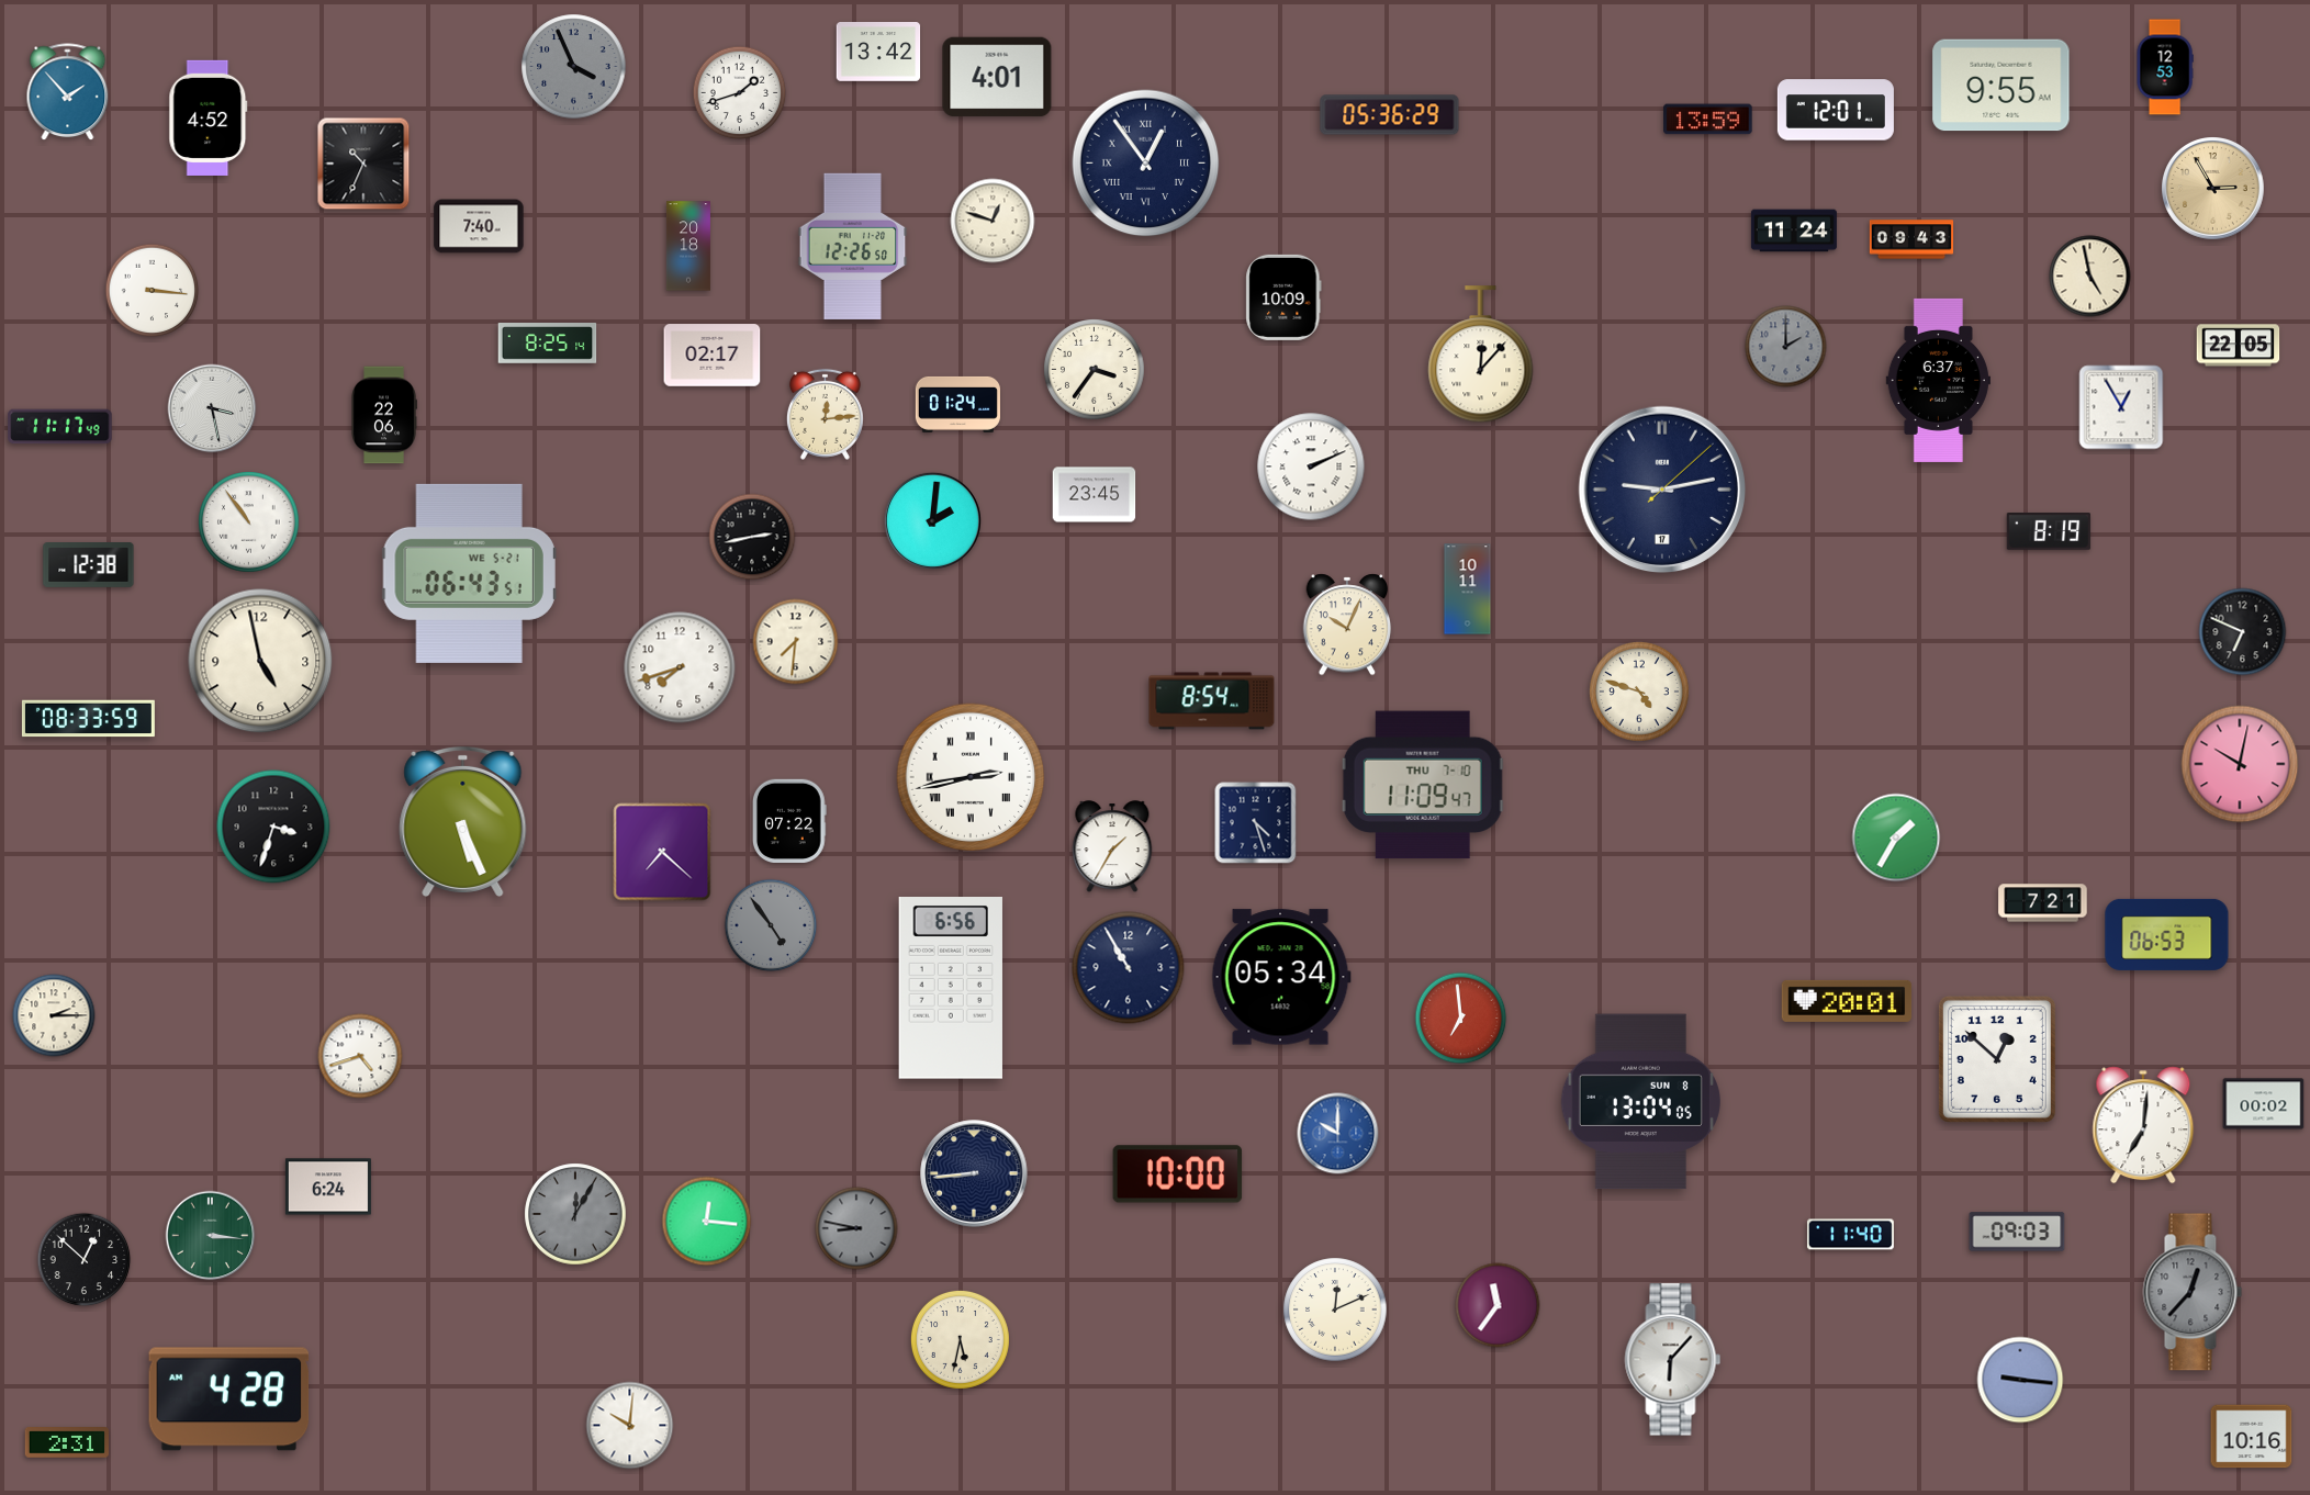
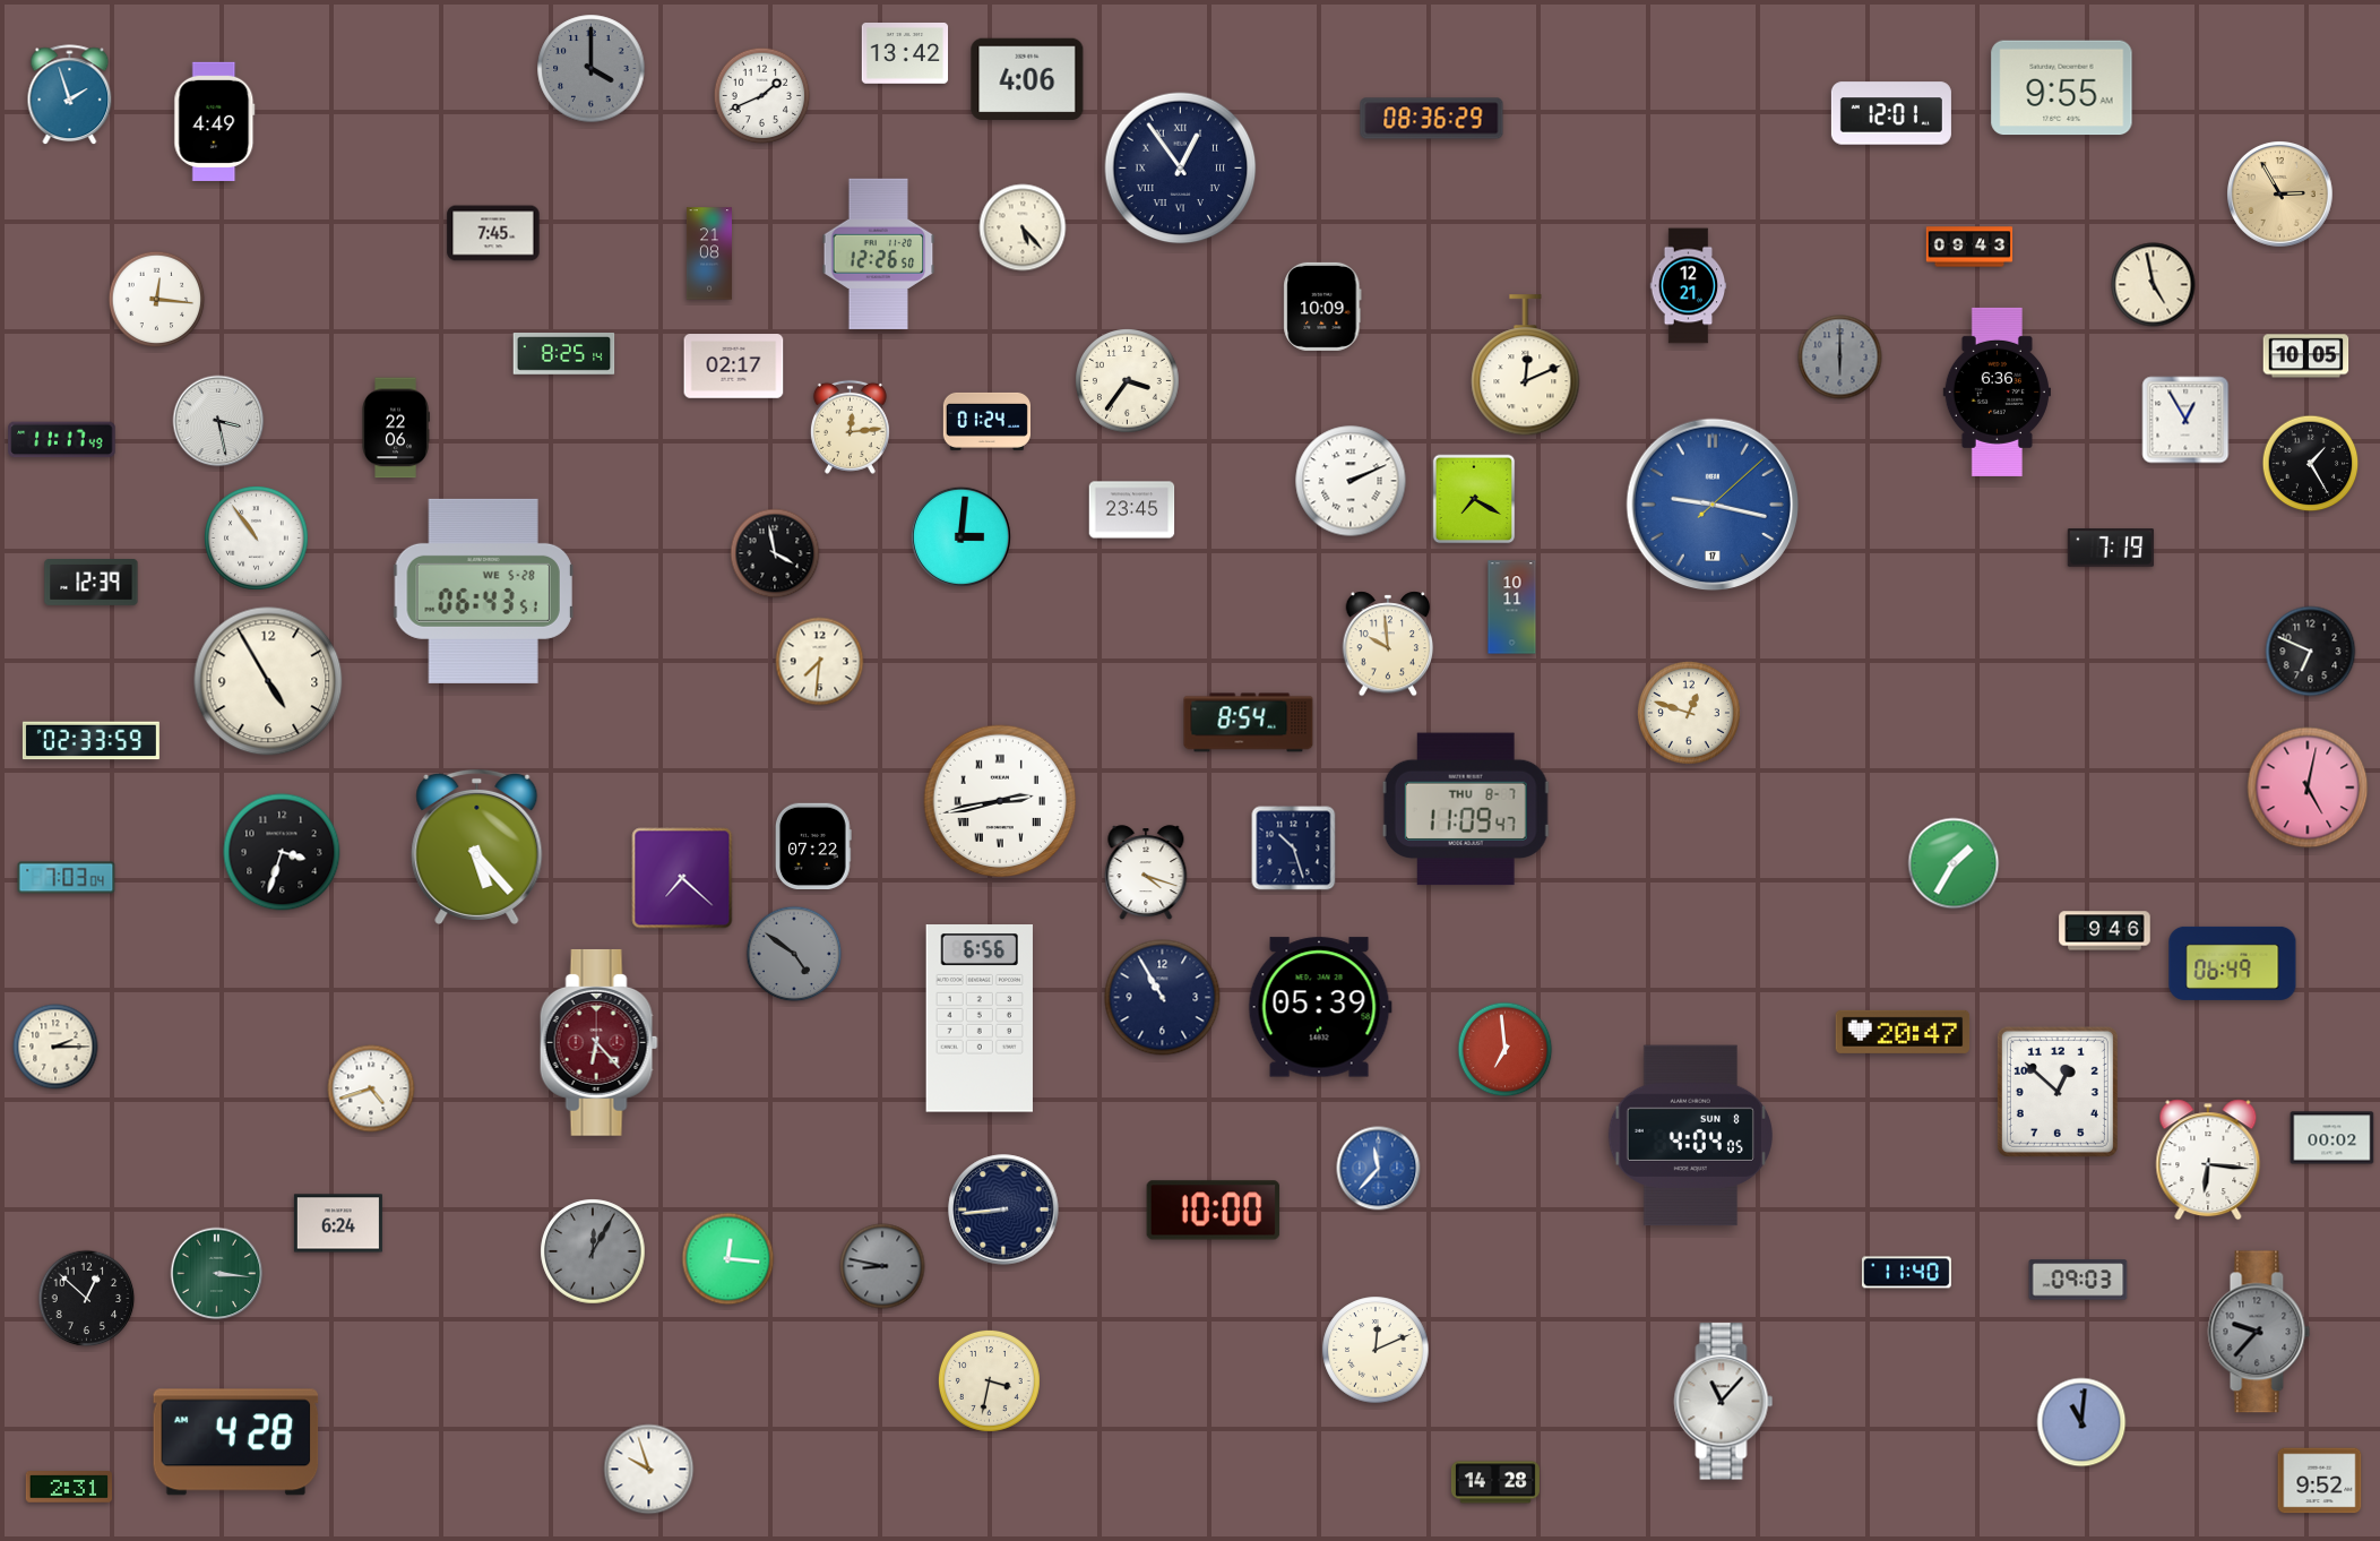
clock at (574, 67): 3:56 -> 4:00
clock at (2165, 67): 12:53 -> none
clock at (997, 77): 4:01 -> 4:06
clock at (68, 92): 1:53 -> 1:57
clock at (740, 93): 1:42 -> 1:41
clock at (1390, 115): 05:36 -> 08:36
clock at (209, 117): 4:52 -> 4:49
clock at (1708, 120): 13:59 -> none
clock at (363, 164): 10:34 -> none
clock at (993, 221): 12:48 -> 5:23
clock at (479, 226): 7:40 -> 7:45
clock at (1794, 231): 11:24 -> none
clock at (688, 246): 20:18 -> 21:08
clock at (1689, 286): none -> 12:21
clock at (153, 291): 3:16 -> 12:16
clock at (2239, 346): 22:05 -> 10:05
clock at (1786, 347): 2:00 -> 6:00
clock at (1481, 355): 12:07 -> 12:11
clock at (1938, 380): 6:37 -> 6:36
clock at (957, 404) position: (957, 404) -> (986, 421)
clock at (2311, 464): none -> 1:25
clock at (1474, 499): none -> 7:20
clock at (1662, 490): 9:13 -> 9:17
clock at (1662, 490) dial: navy -> blue
clock at (1095, 495) position: (1095, 495) -> (1132, 510)
clock at (932, 520): 2:01 -> 3:01
clock at (2049, 531): 8:19 -> 7:19
clock at (752, 537): 2:43 -> 3:58
clock at (89, 565): 12:38 -> 12:39
clock at (469, 573) date: WE 5-21 -> WE 5-28
clock at (1347, 625): 10:04 -> 9:59
clock at (260, 661): 4:58 -> 4:55
clock at (680, 667): 7:42 -> none
clock at (1639, 692): 4:48 -> 12:48
clock at (88, 719): 08:33 -> 02:33
clock at (2240, 764): 10:02 -> 5:02
clock at (1423, 785) date: THU 7-10 -> THU 8-7
clock at (463, 821): 5:26 -> 5:23
clock at (1256, 823): 4:27 -> 10:27
clock at (1112, 847): 1:35 -> 4:18
clock at (67, 878): none -> 7:03
clock at (2043, 903): 7:21 -> 9:46
clock at (771, 925): 4:54 -> 4:51
clock at (2167, 934): 06:53 -> 06:49
clock at (1281, 977): 05:34 -> 05:39
clock at (1847, 1001): 20:01 -> 20:47
clock at (598, 1042): none -> 6:23
clock at (1640, 1102): 13:04 -> 4:04
clock at (2143, 1125): 7:01 -> 6:16
clock at (1338, 1134): 10:00 -> 11:37
clock at (2017, 1232) position: (2017, 1232) -> (2078, 1280)
clock at (2193, 1292): 12:37 -> 9:37
clock at (1498, 1305): 11:36 -> none
clock at (960, 1339): 5:32 -> 3:32
clock at (1673, 1360): 6:07 -> 11:07
clock at (2020, 1380): 9:16 -> 11:01
clock at (630, 1426): 10:01 -> 9:57
clock at (2252, 1437): 10:16 -> 9:52
clock at (1495, 1482): none -> 14:28
